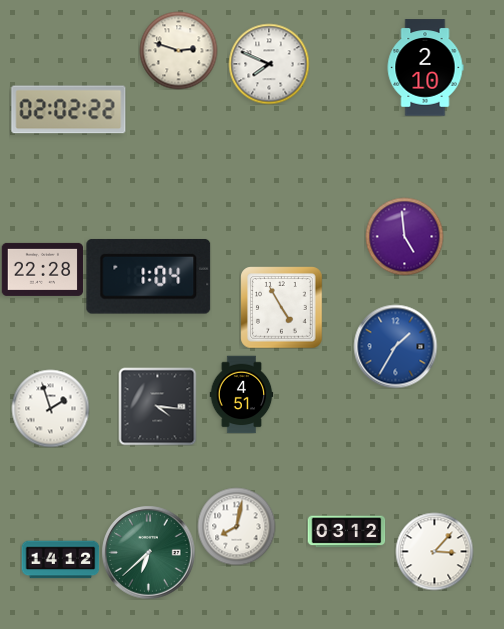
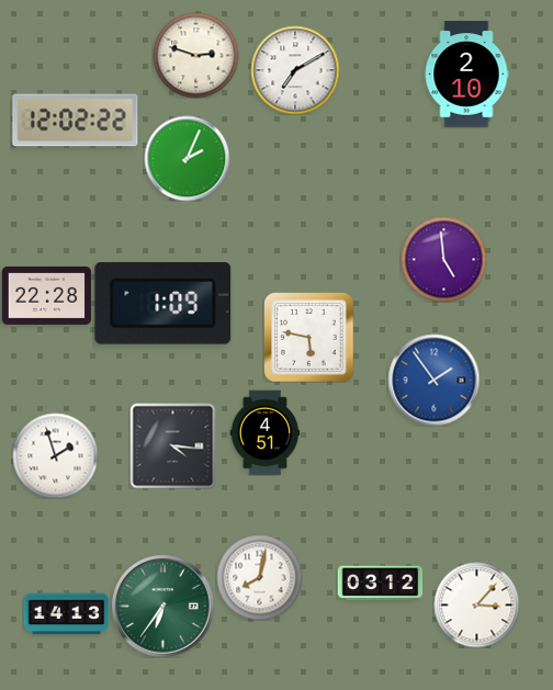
clock at (269, 64): 7:49 -> 7:10
clock at (69, 110): 02:02 -> 12:02
clock at (187, 158): none -> 2:04
clock at (149, 276): 1:04 -> 1:09
clock at (281, 307): 4:55 -> 5:47
clock at (395, 346): 1:35 -> 1:54
clock at (50, 408) position: (50, 408) -> (55, 455)
clock at (148, 552): 6:38 -> 6:36
clock at (60, 560): 14:12 -> 14:13
